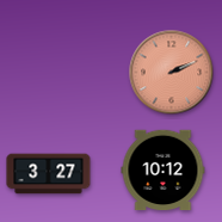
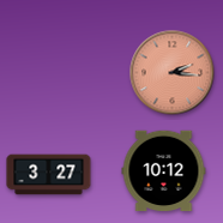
clock at (172, 73): 2:11 -> 2:16
